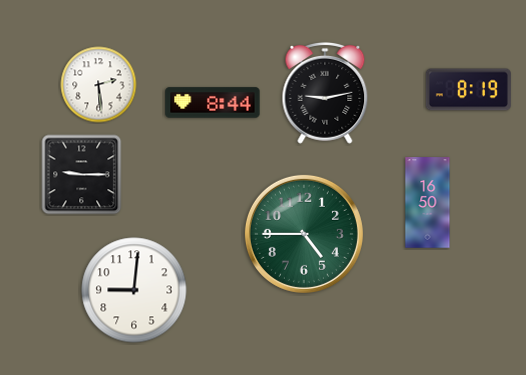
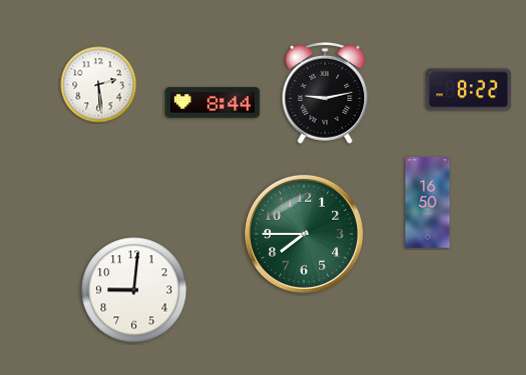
clock at (468, 90): 8:19 -> 8:22
clock at (82, 175): 9:15 -> none
clock at (304, 234): 4:45 -> 7:45
